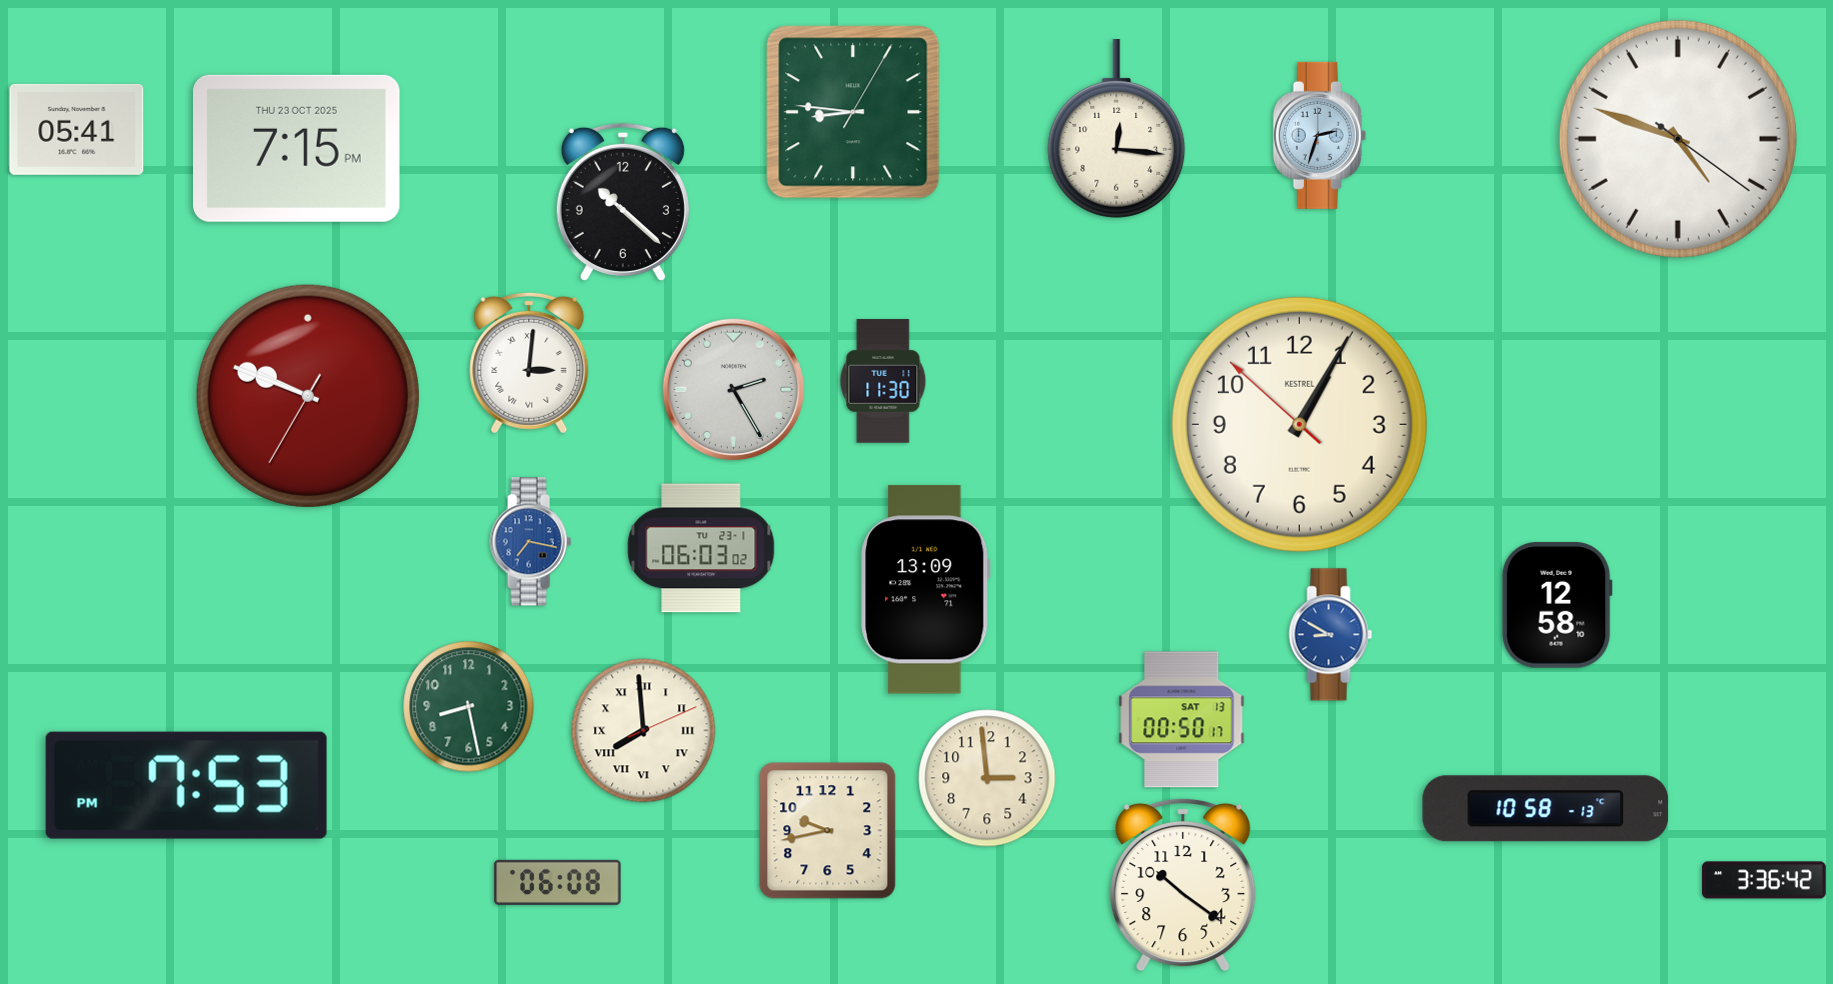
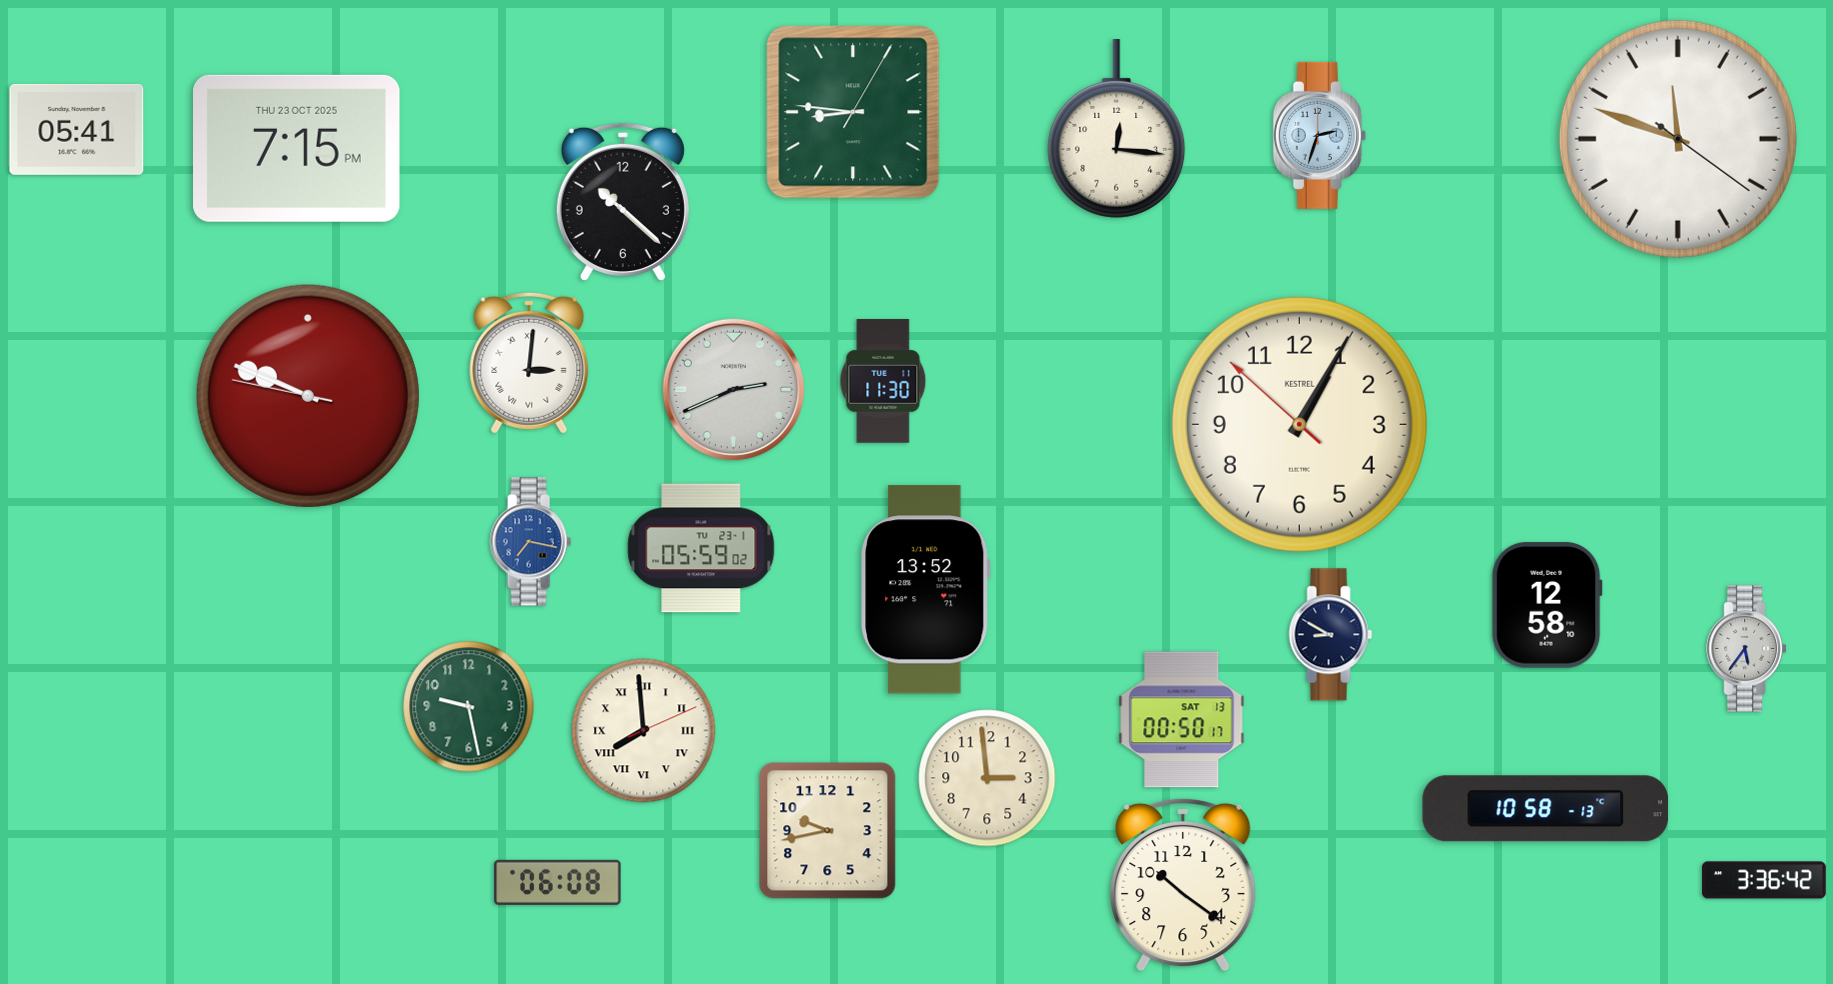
clock at (1678, 139): 4:48 -> 11:48
clock at (734, 390): 2:25 -> 2:41
clock at (308, 396): 9:48:35 -> 9:48:47
clock at (701, 548): 06:03 -> 05:59
clock at (926, 590): 13:09 -> 13:52
clock at (1557, 605) position: (1557, 605) -> (1547, 605)
clock at (1331, 635) dial: blue -> navy
clock at (1747, 649): none -> 5:36
clock at (469, 707): 8:28 -> 9:28
clock at (186, 785): 7:53 -> none
